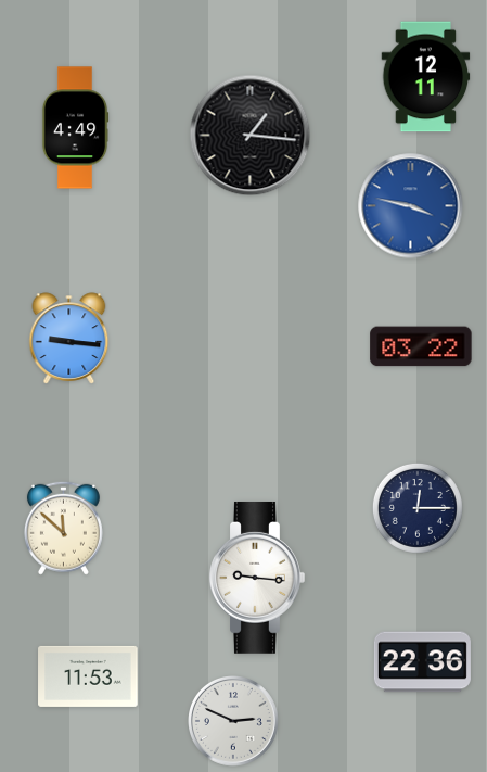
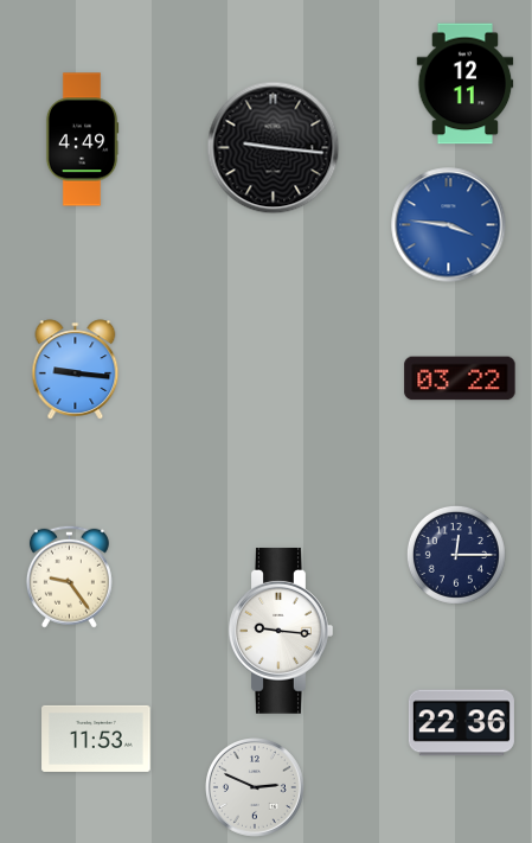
clock at (251, 136): 1:16 -> 9:16
clock at (411, 206): 3:47 -> 3:46
clock at (63, 528): 11:52 -> 9:24
